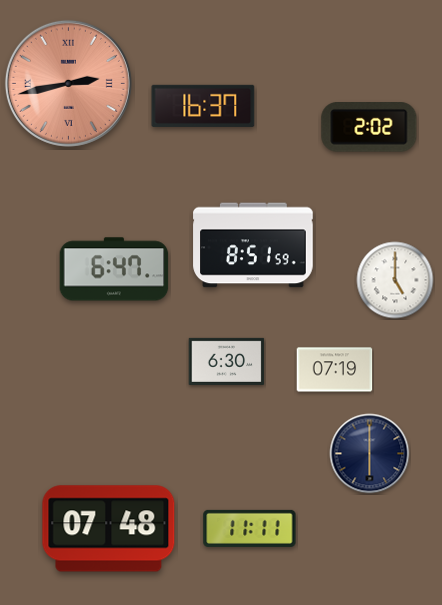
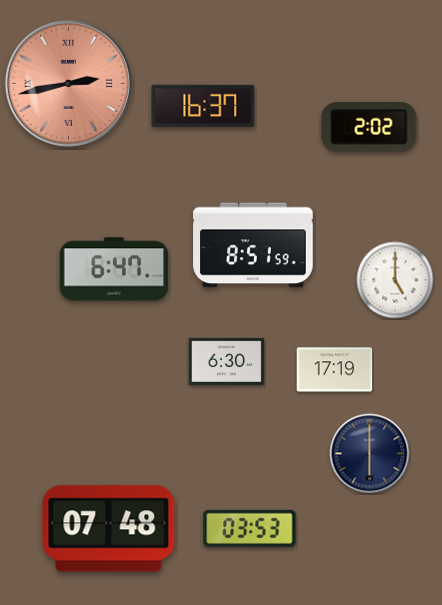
clock at (335, 370): 07:19 -> 17:19
clock at (250, 528): 11:11 -> 03:53
